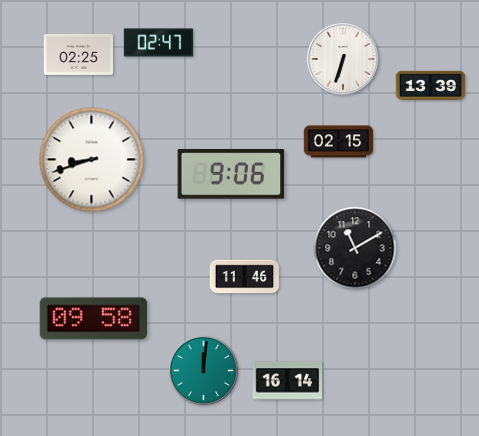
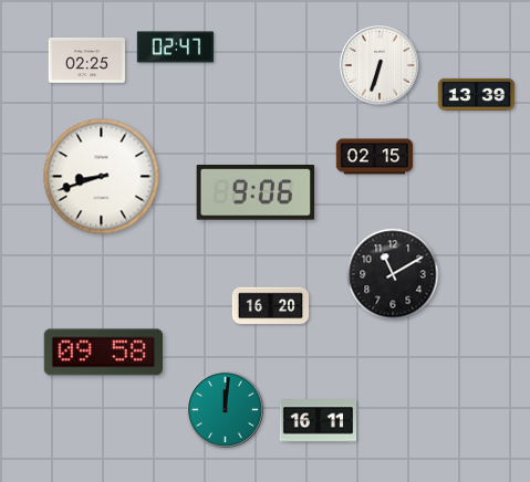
clock at (245, 277): 11:46 -> 16:20
clock at (288, 381): 16:14 -> 16:11
